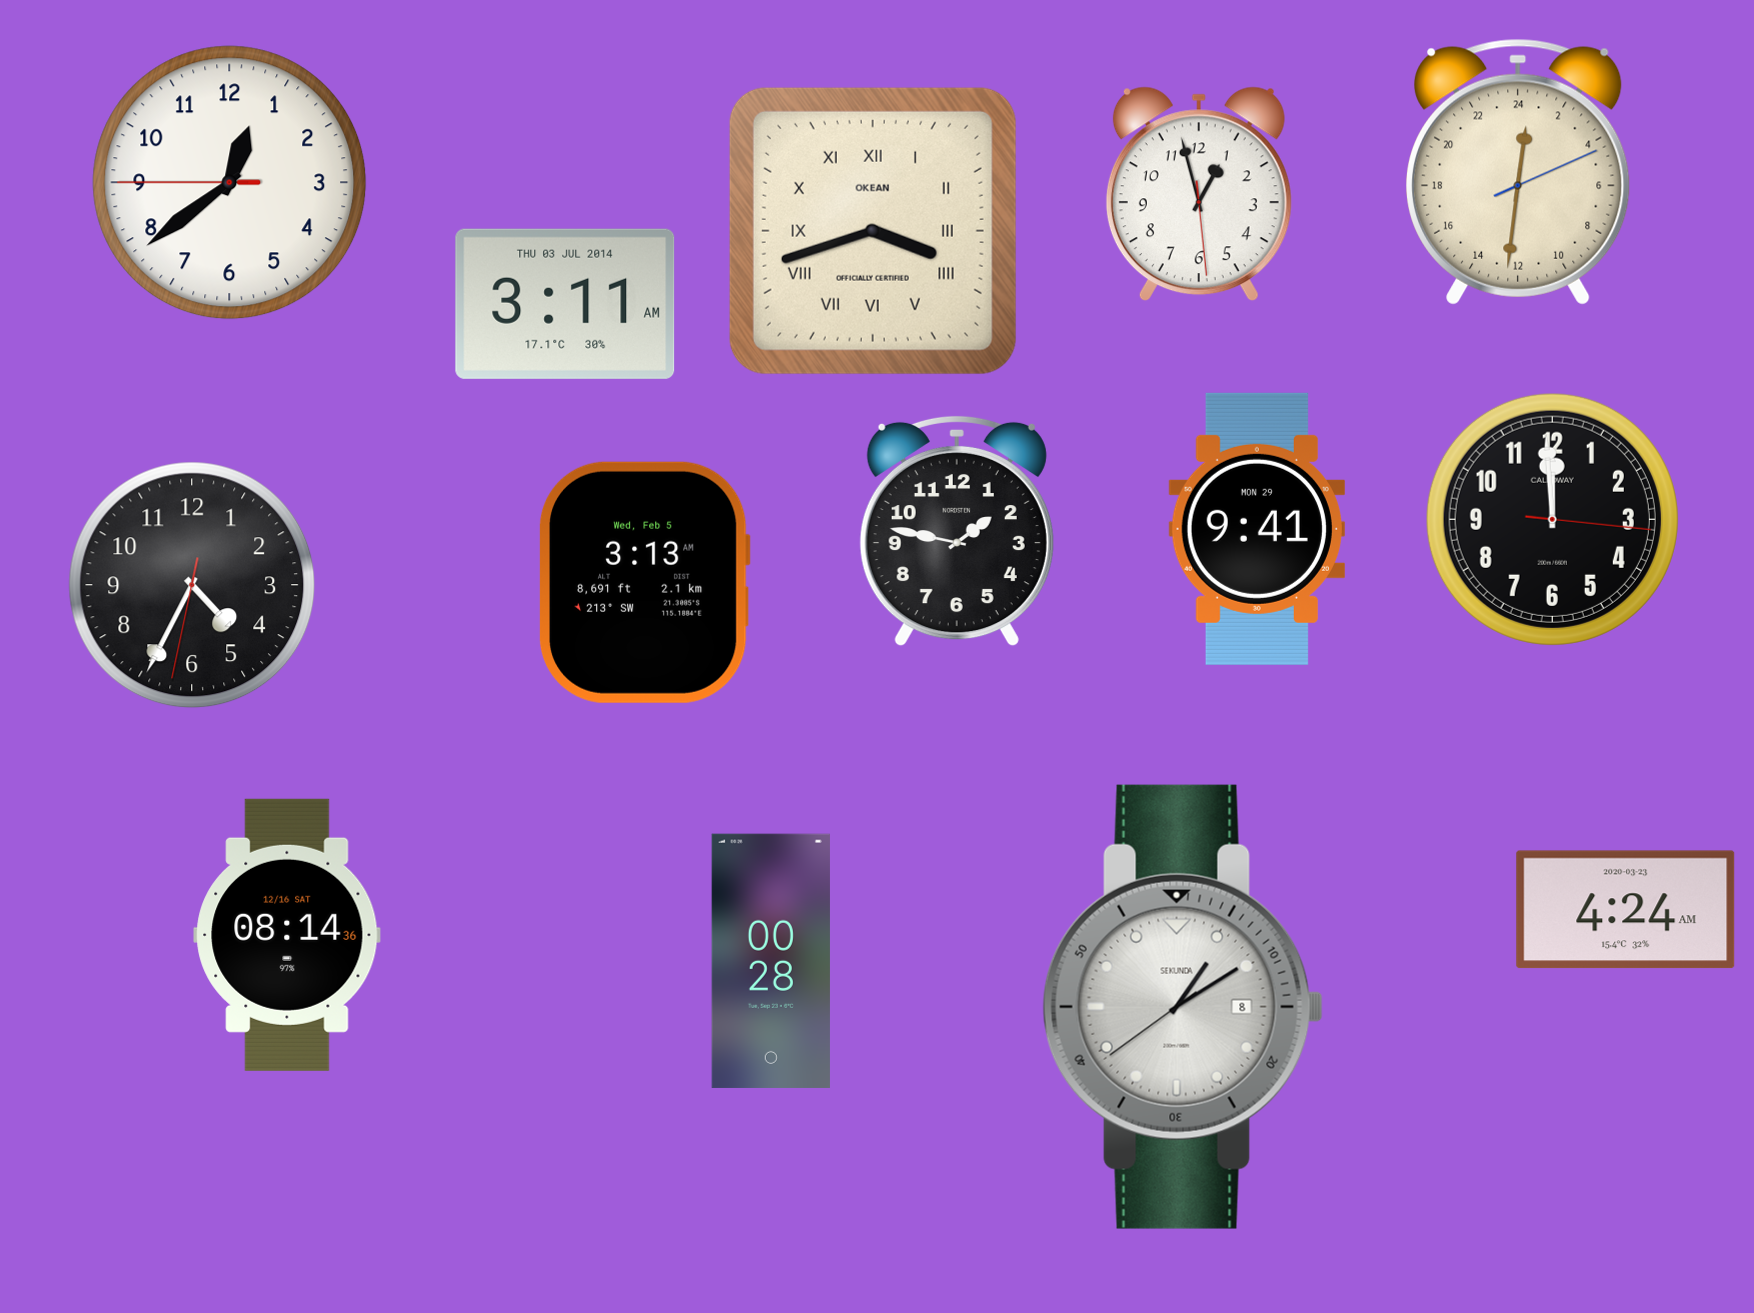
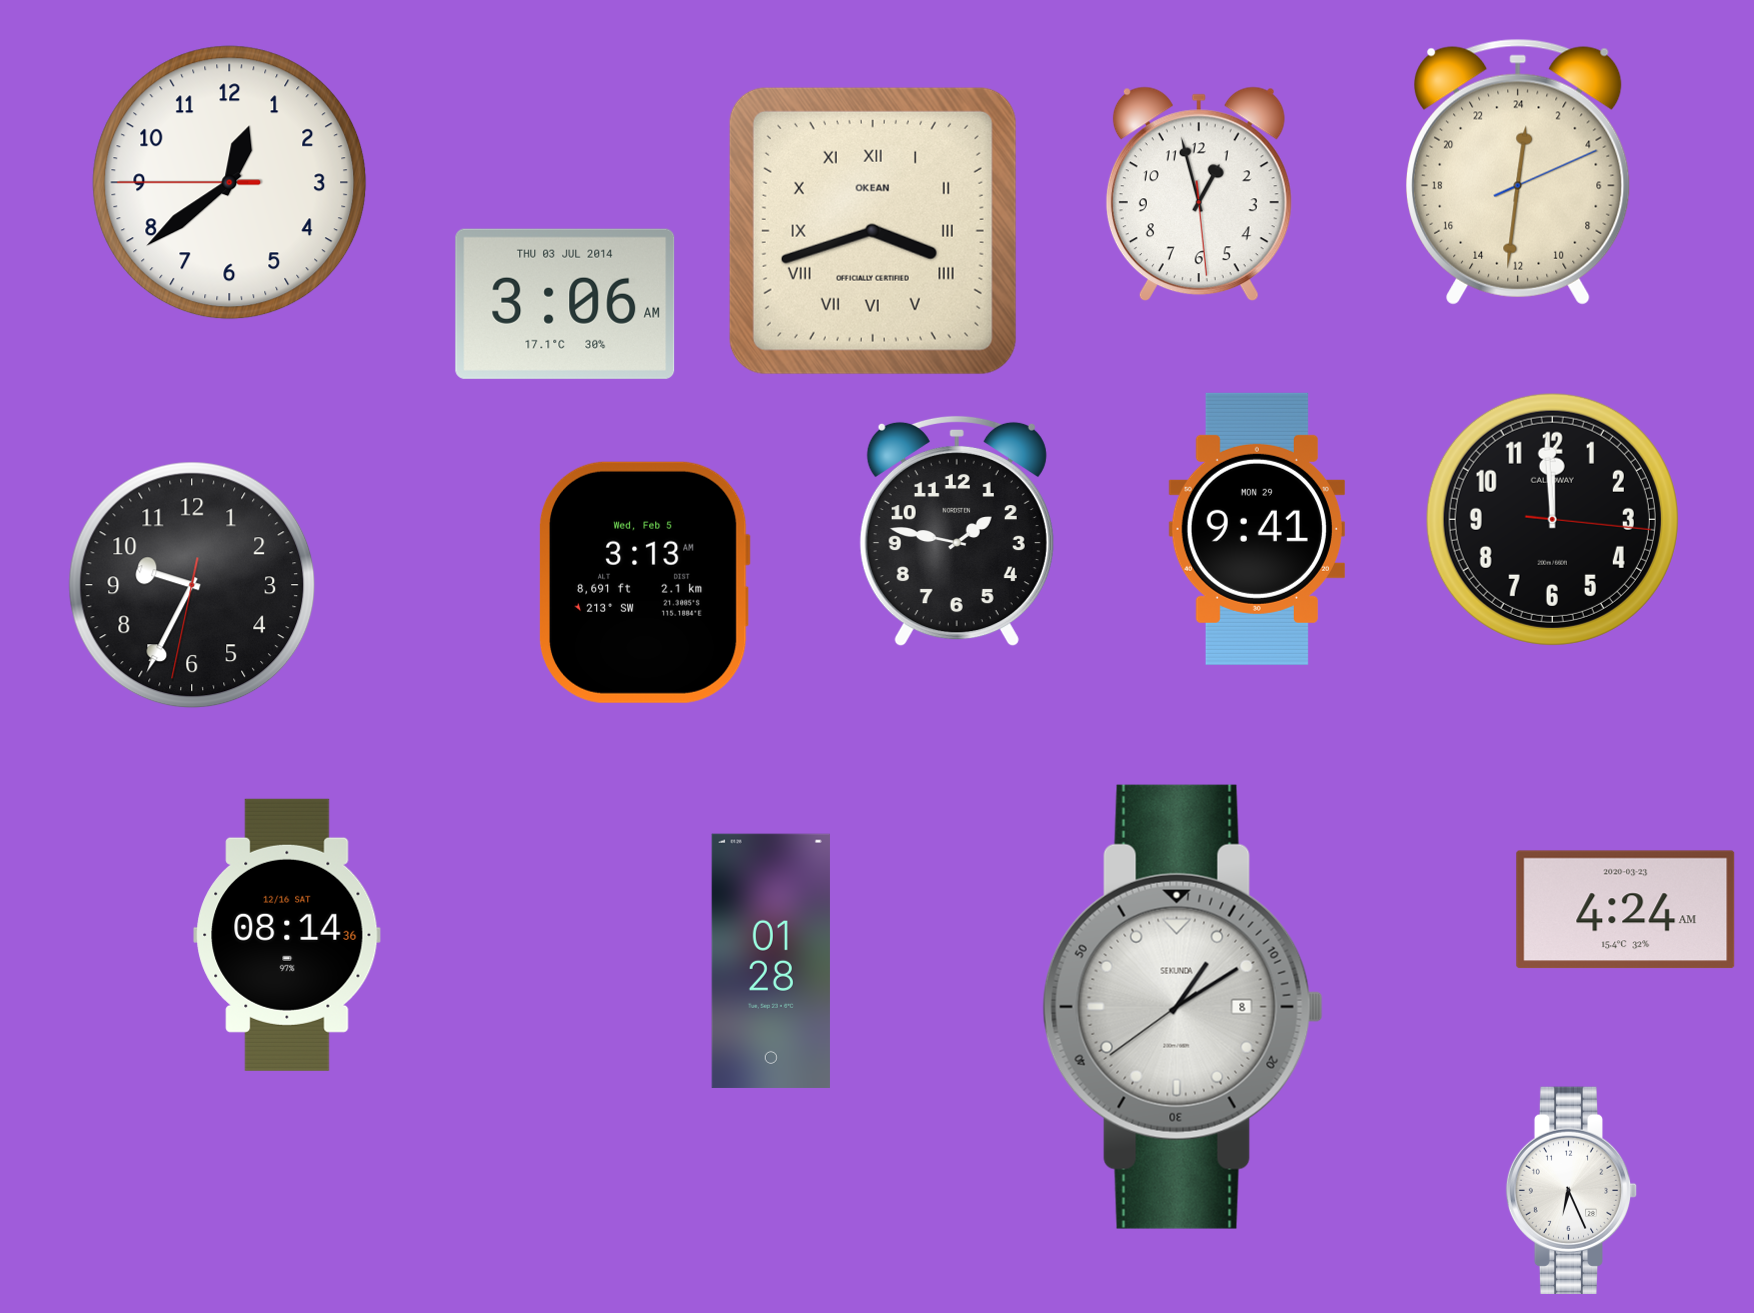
clock at (565, 304): 3:11 -> 3:06
clock at (192, 585): 4:34 -> 9:34
clock at (771, 961): 00:28 -> 01:28
clock at (1572, 1190): none -> 6:26
